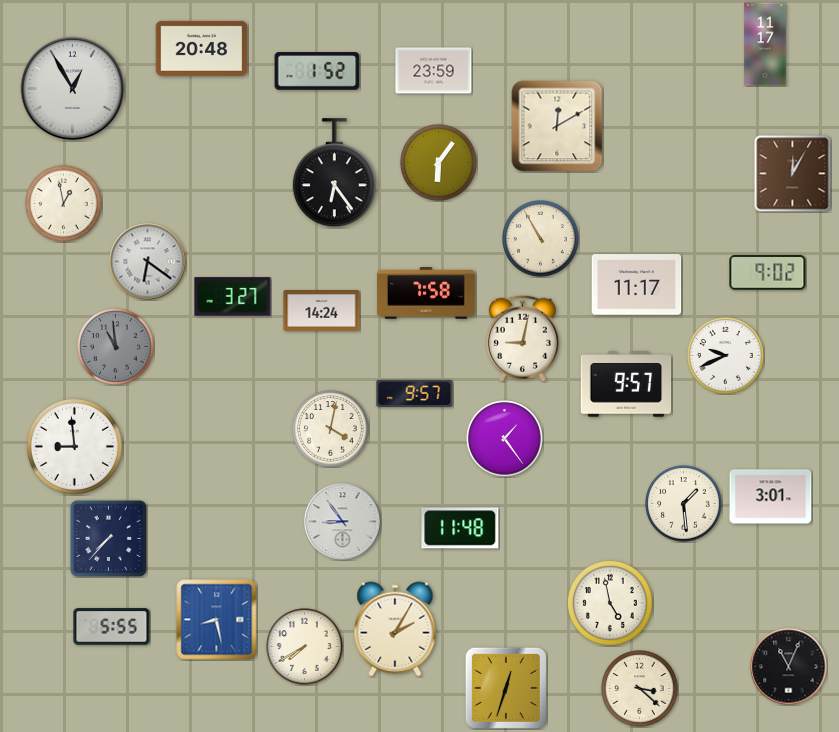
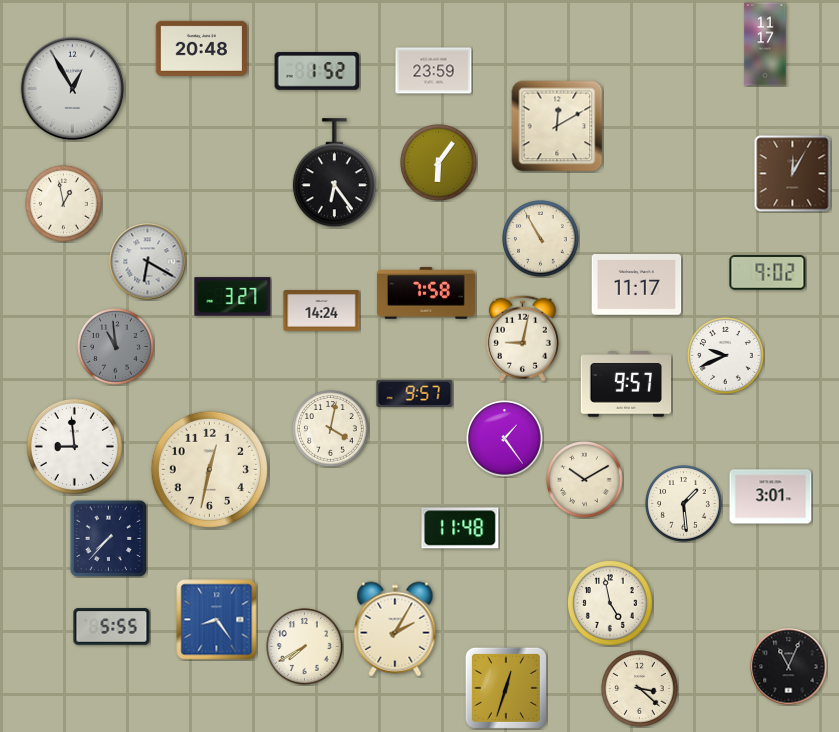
clock at (148, 262): 6:21 -> 6:20
clock at (209, 469): none -> 12:32
clock at (585, 480): none -> 10:10
clock at (343, 522): 8:54 -> none
clock at (217, 620): 8:28 -> 8:24
